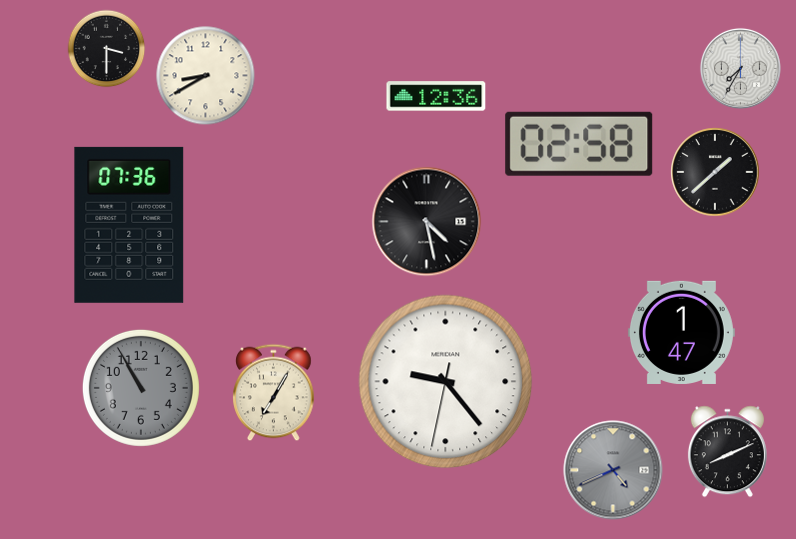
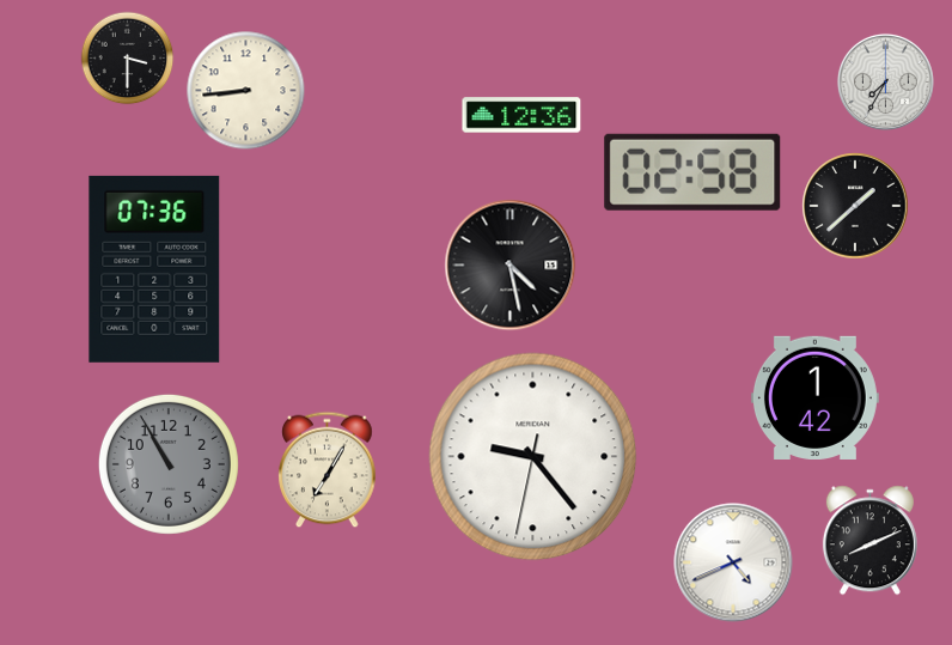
clock at (206, 76): 8:40 -> 8:44
clock at (681, 332): 1:47 -> 1:42
clock at (613, 470) dial: grey -> white
